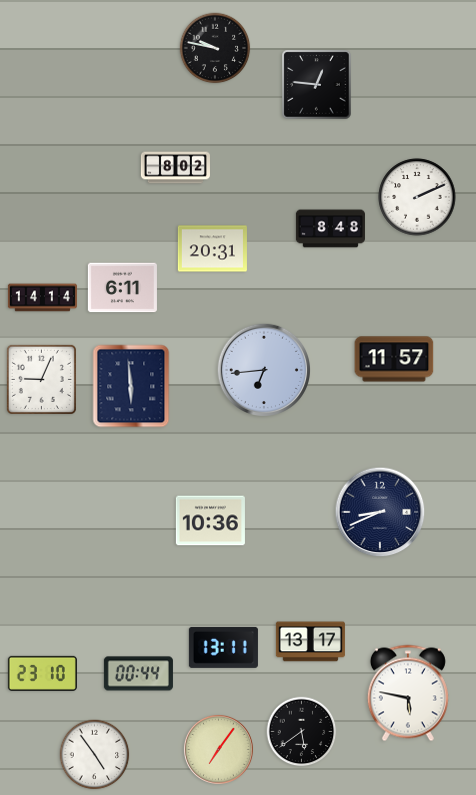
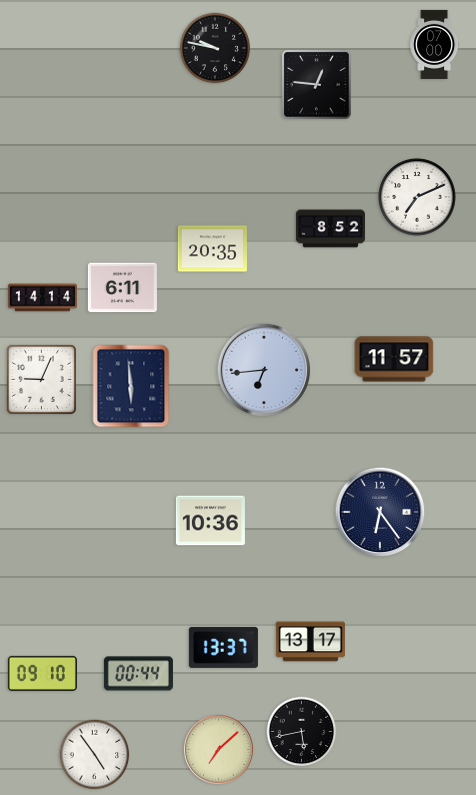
clock at (435, 44): none -> 07:00
clock at (175, 168): 8:02 -> none
clock at (417, 197): 2:11 -> 7:11
clock at (330, 229): 8:48 -> 8:52
clock at (212, 249): 20:31 -> 20:35
clock at (380, 512): 8:41 -> 6:24
clock at (223, 647): 13:11 -> 13:37
clock at (42, 673): 23:10 -> 09:10
clock at (408, 693): 5:47 -> none
clock at (302, 732): 5:39 -> 5:43
clock at (218, 749): 7:06 -> 7:08
